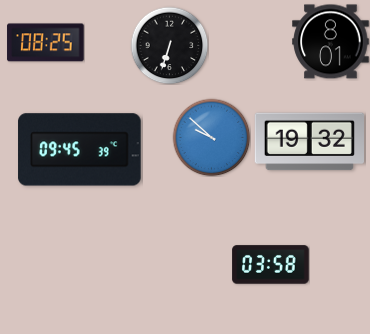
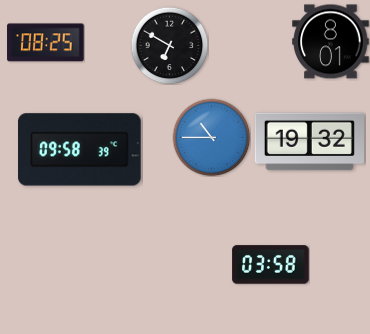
clock at (169, 45): 6:33 -> 6:50
clock at (211, 137): 9:52 -> 10:45
clock at (80, 150): 09:45 -> 09:58
